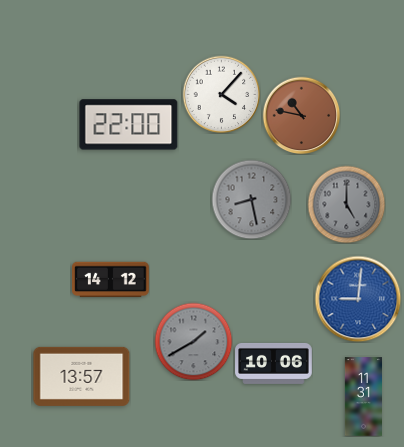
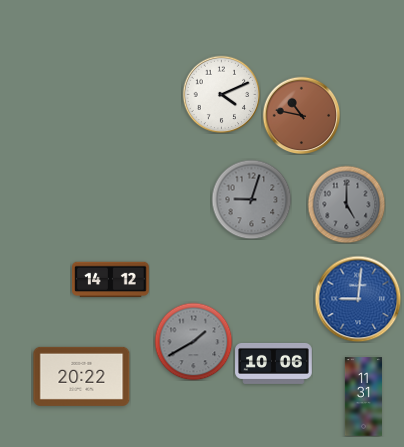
clock at (221, 94): 4:07 -> 4:11
clock at (129, 125): 22:00 -> none
clock at (251, 199): 8:28 -> 9:03
clock at (82, 376): 13:57 -> 20:22
